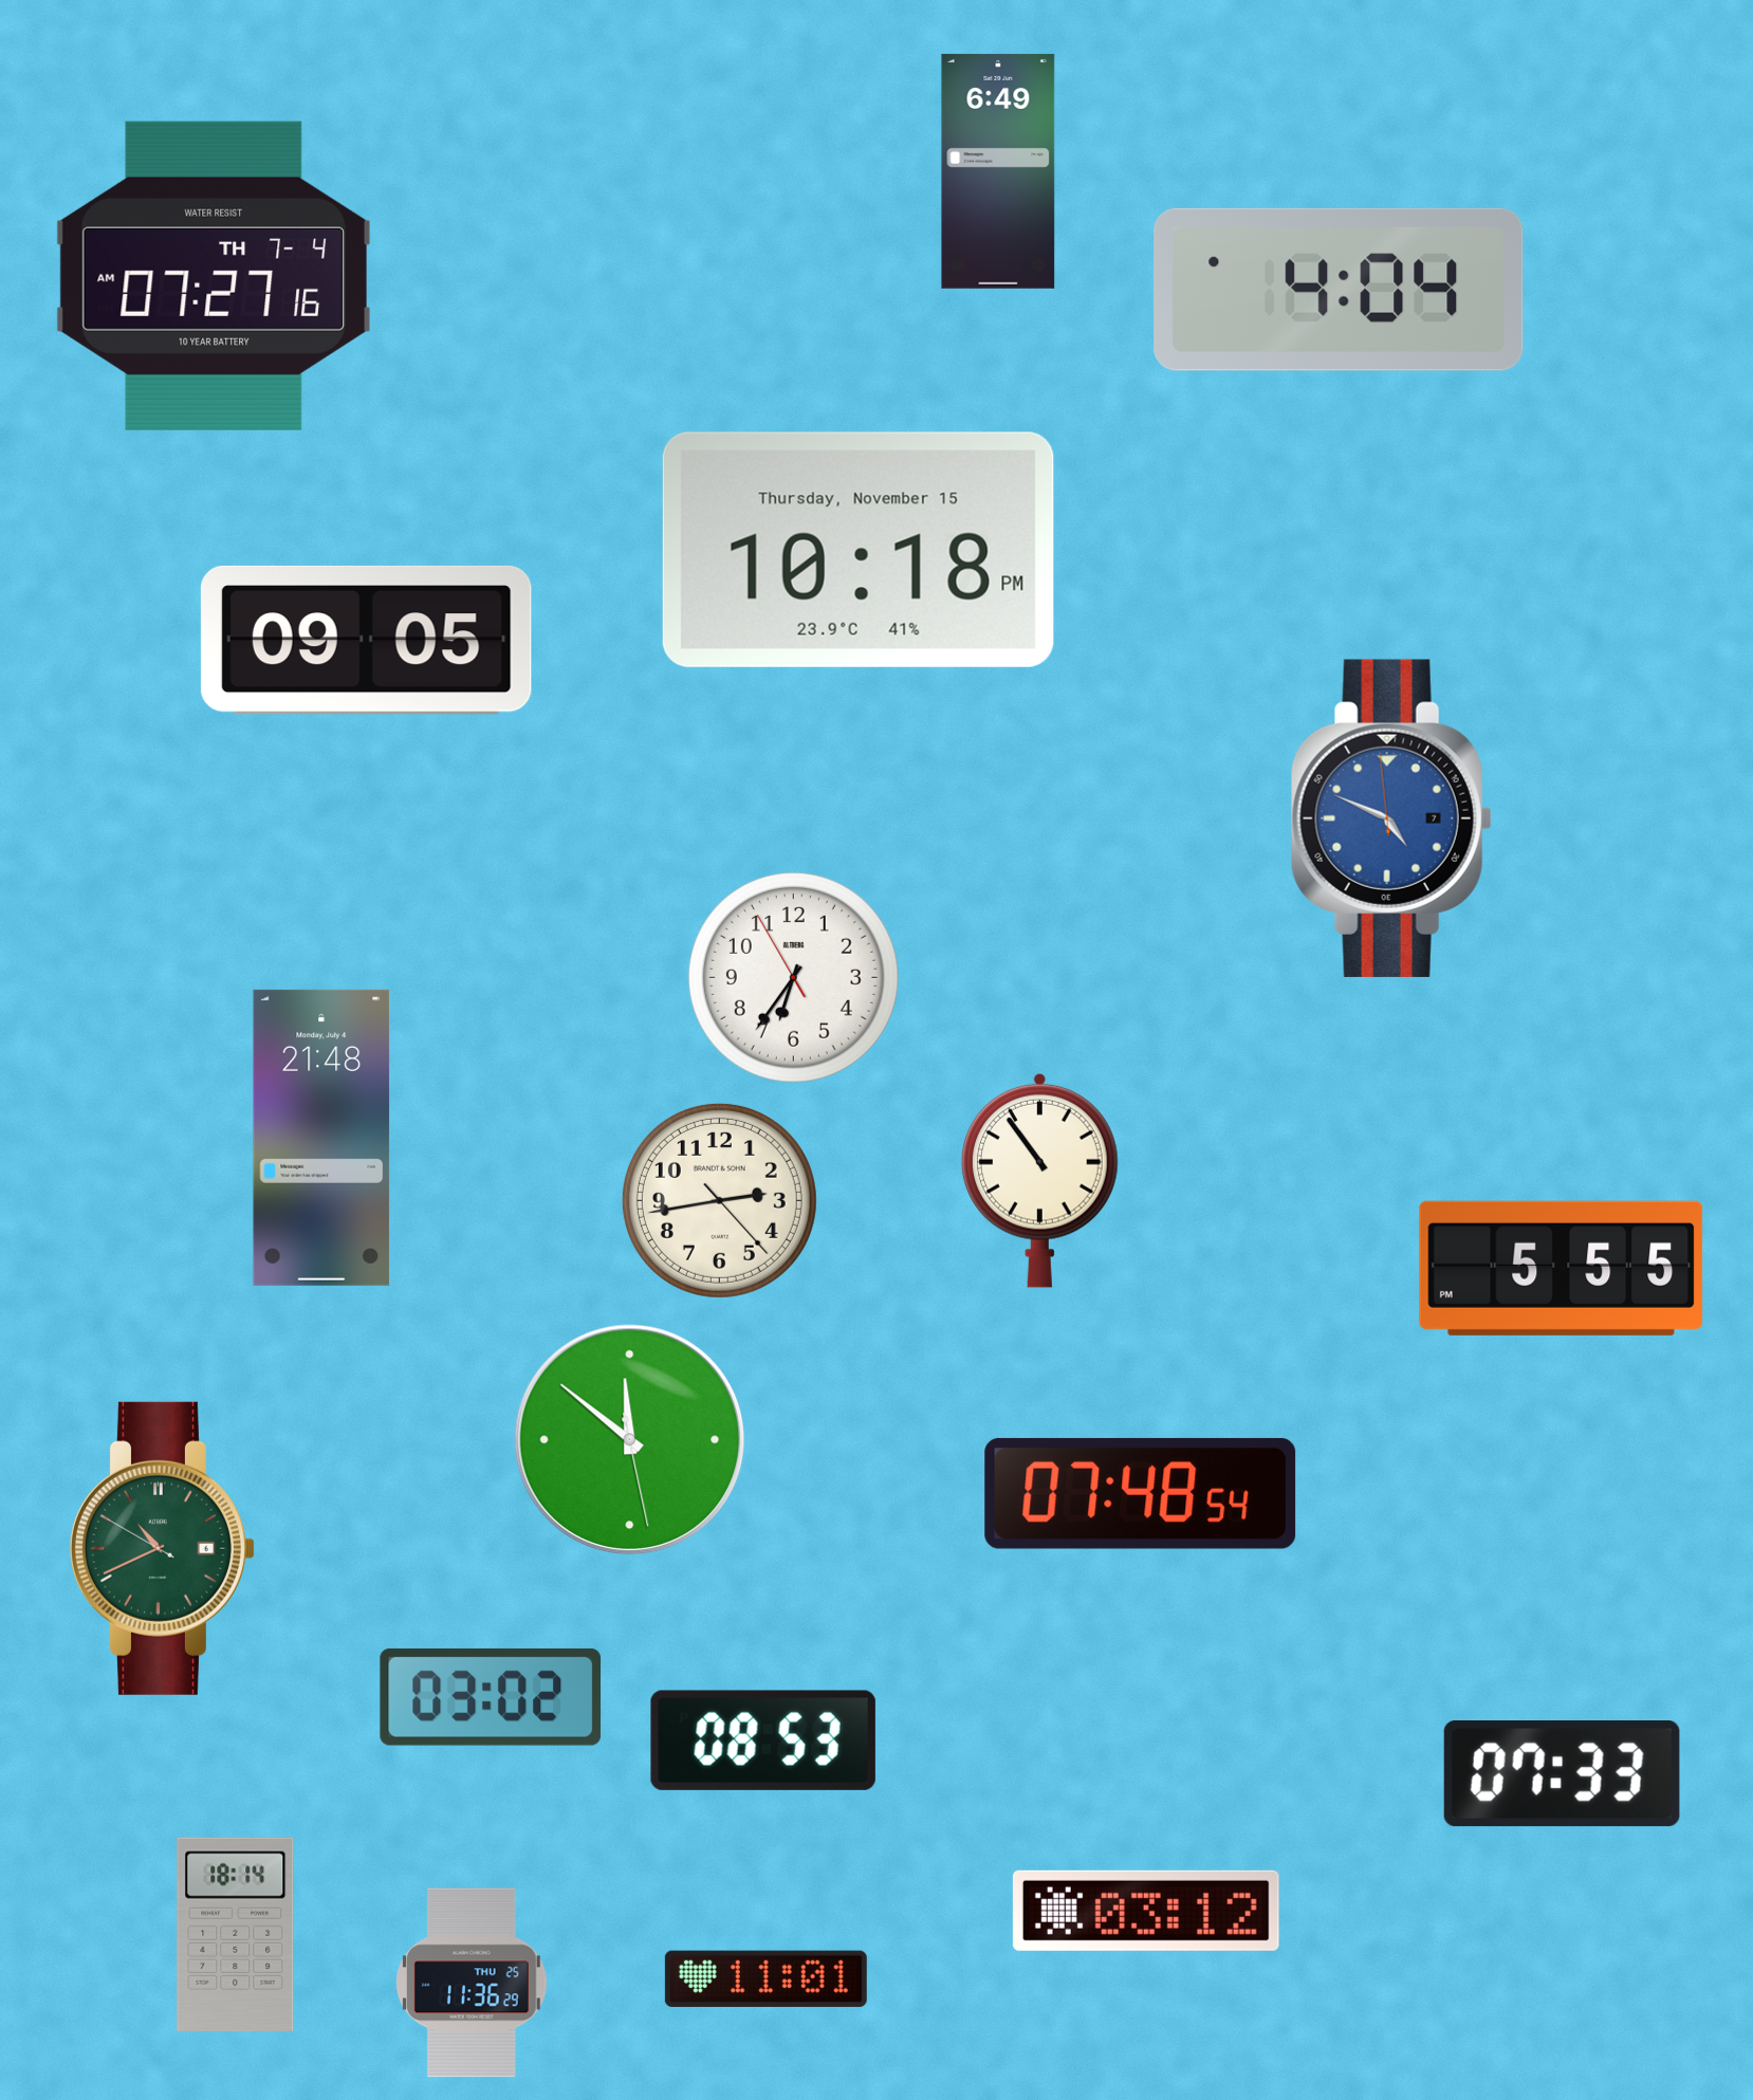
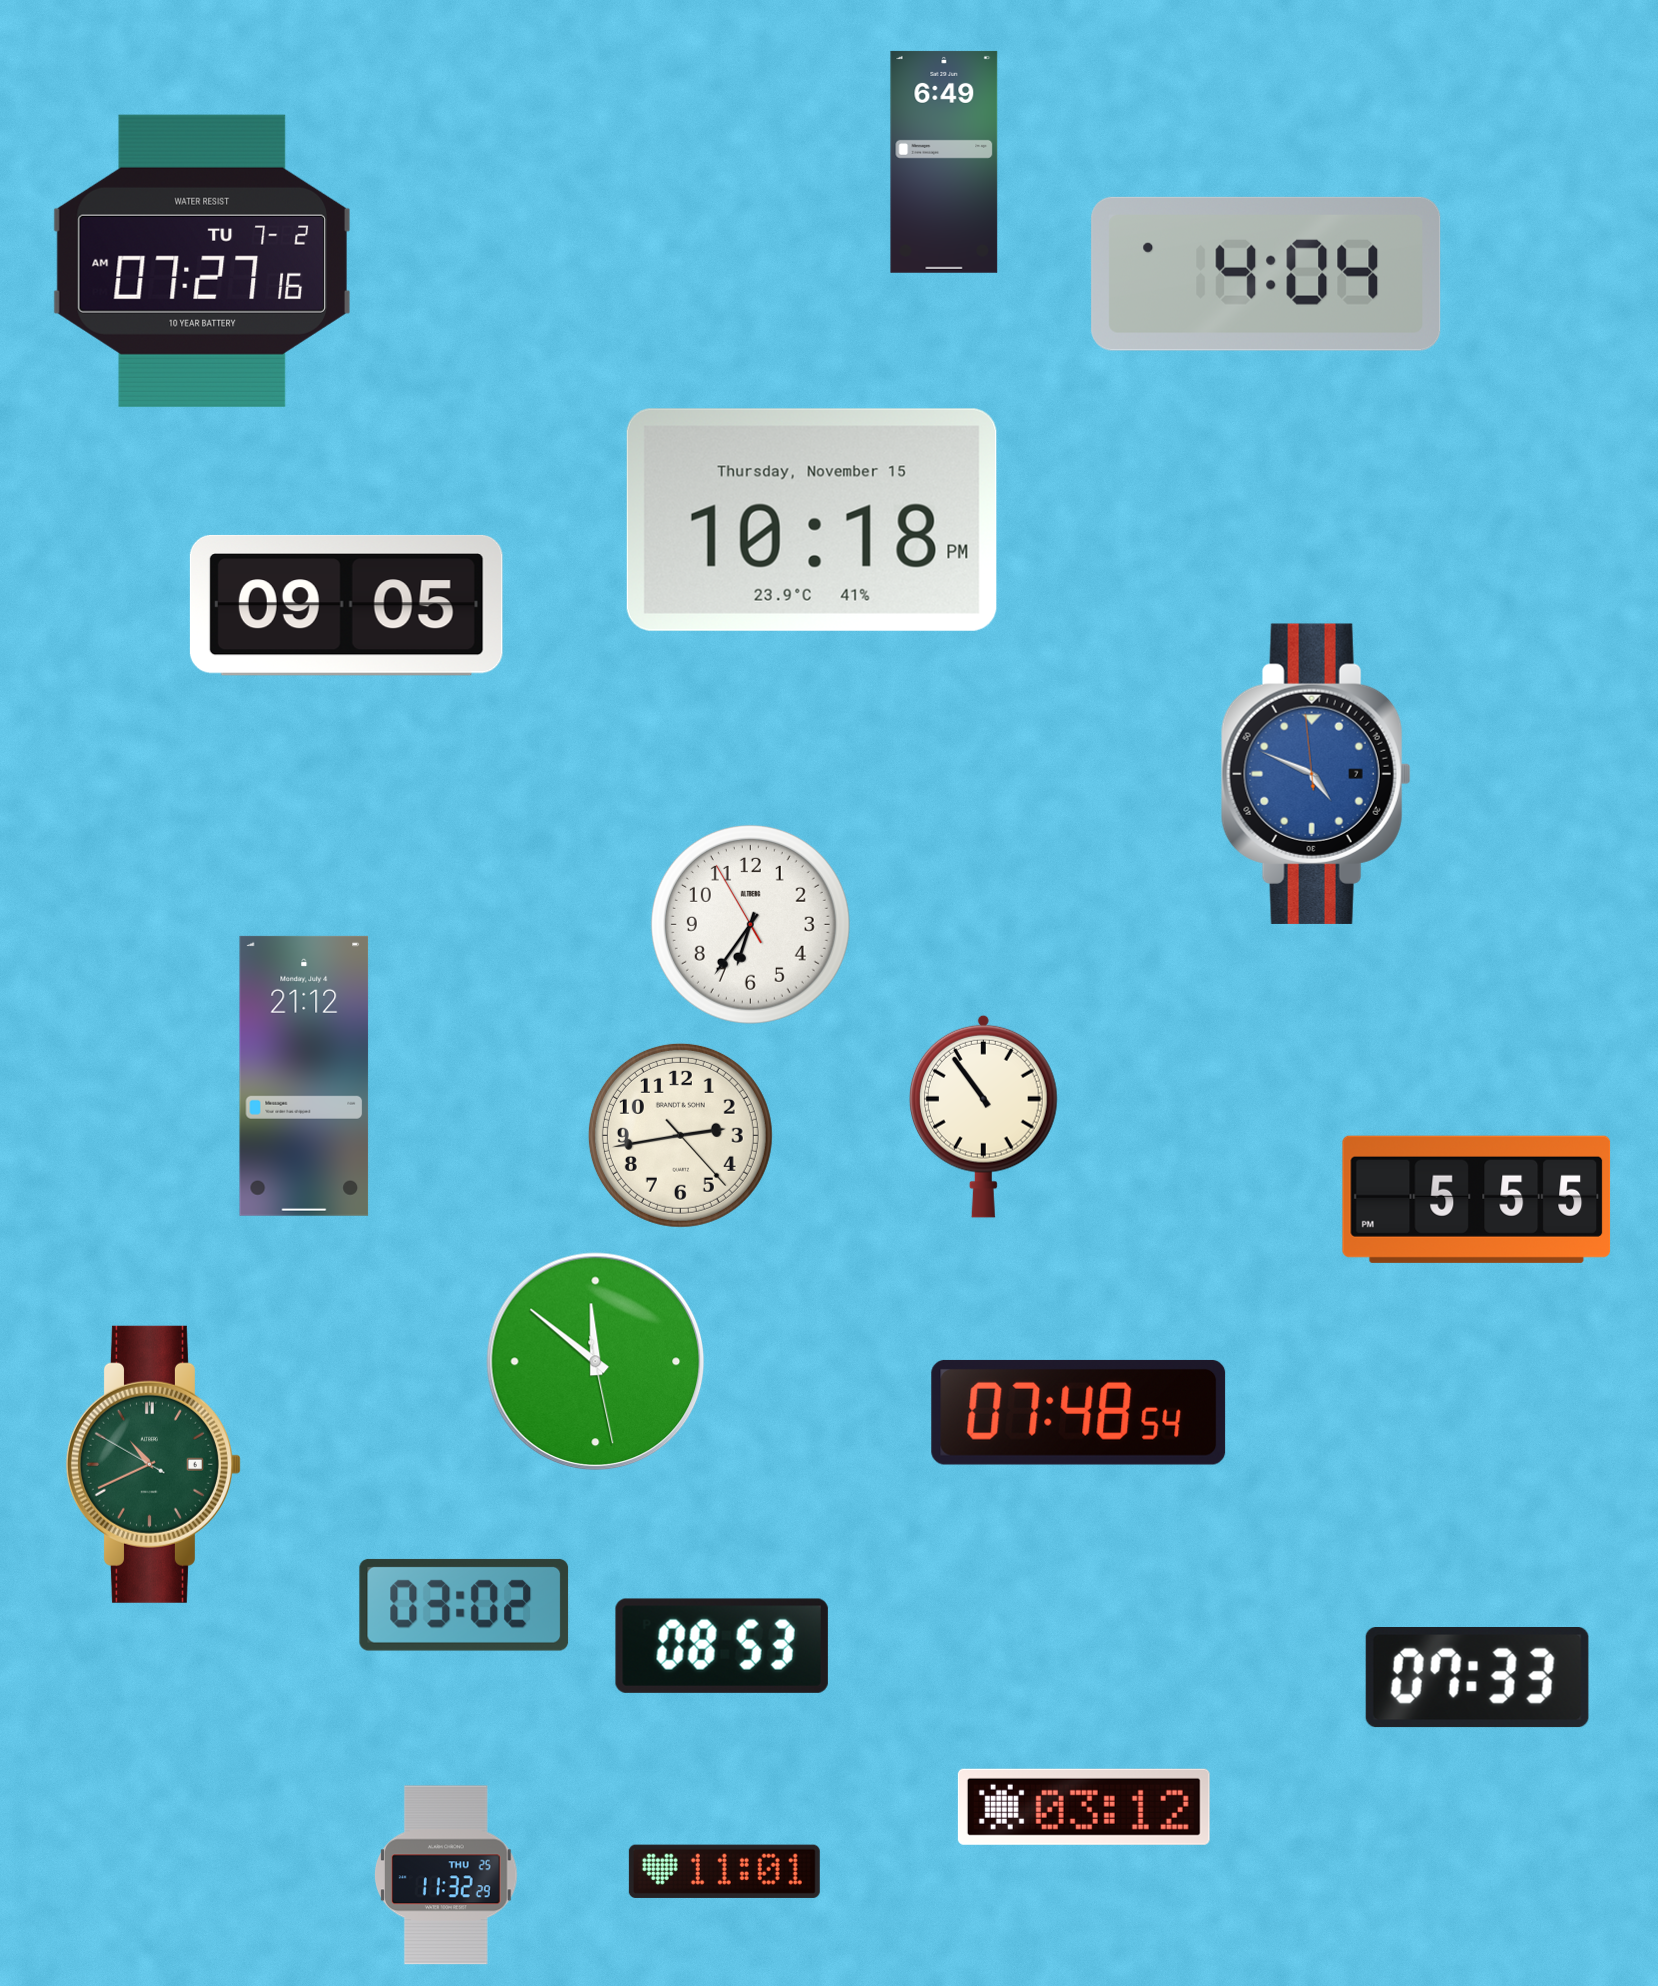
clock at (214, 276) date: TH 7-4 -> TU 7-2
clock at (321, 1138): 21:48 -> 21:12
clock at (236, 1934): 18:14 -> none
clock at (472, 1983): 11:36 -> 11:32
